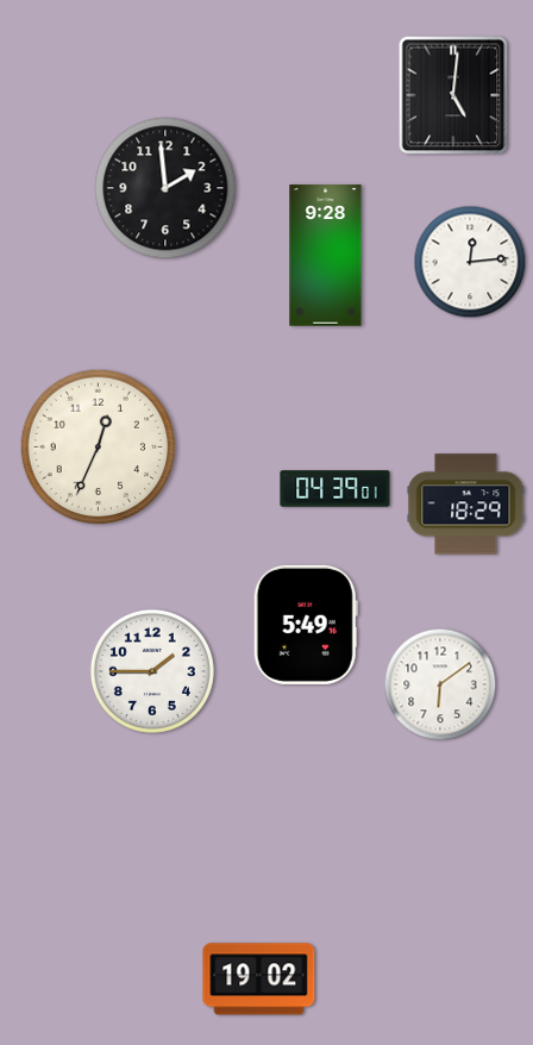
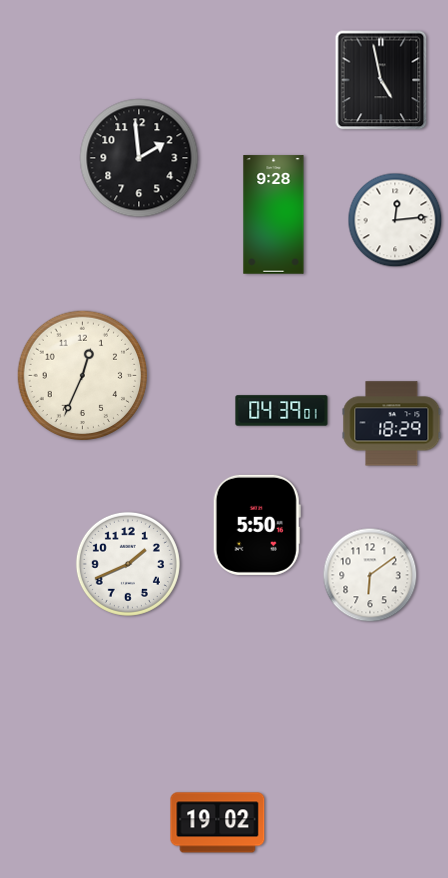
clock at (453, 95): 5:01 -> 4:58
clock at (306, 625): 5:49 -> 5:50
clock at (152, 671): 1:45 -> 1:41
